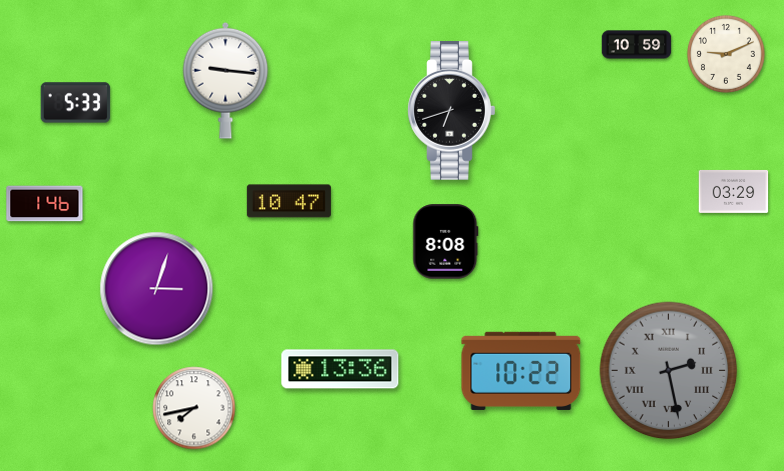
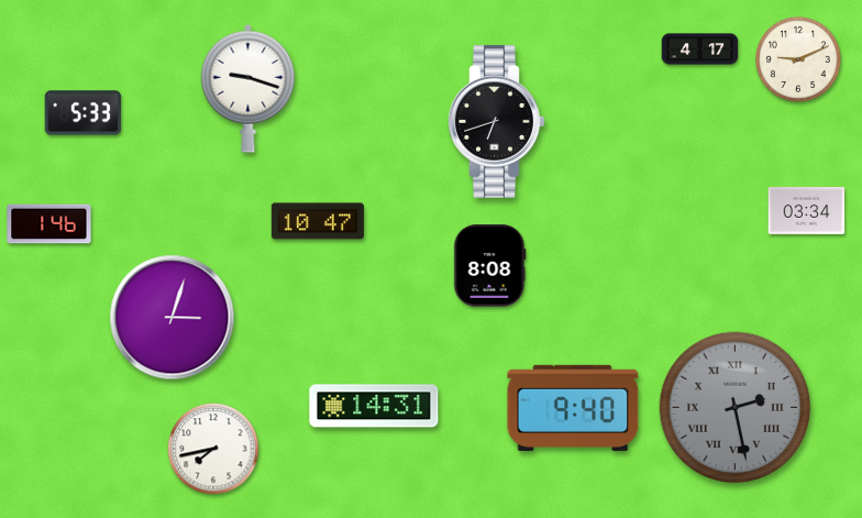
clock at (637, 45): 10:59 -> 4:17
clock at (226, 80): 9:16 -> 9:18
clock at (734, 191): 03:29 -> 03:34
clock at (340, 369): 13:36 -> 14:31
clock at (521, 371): 10:22 -> 9:40
